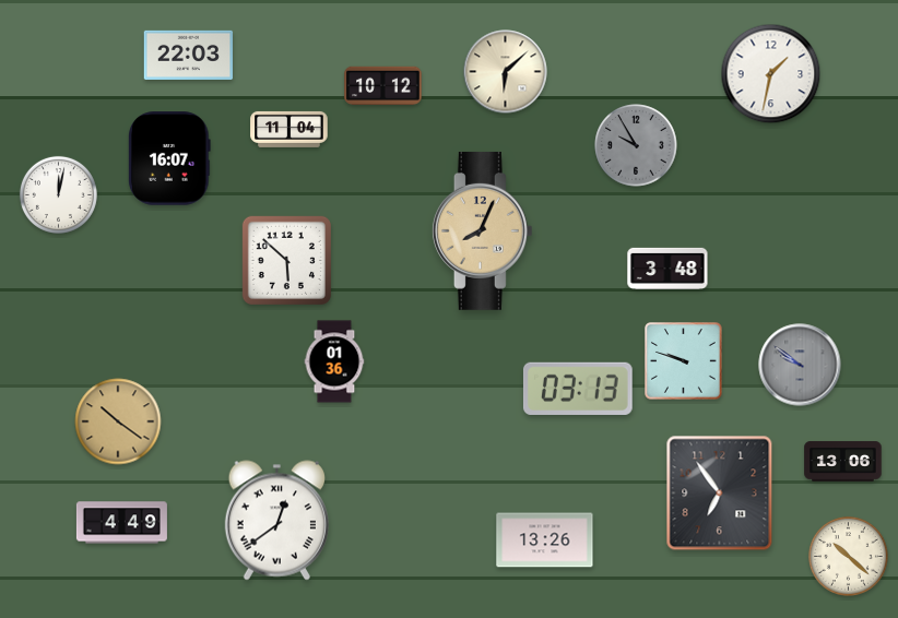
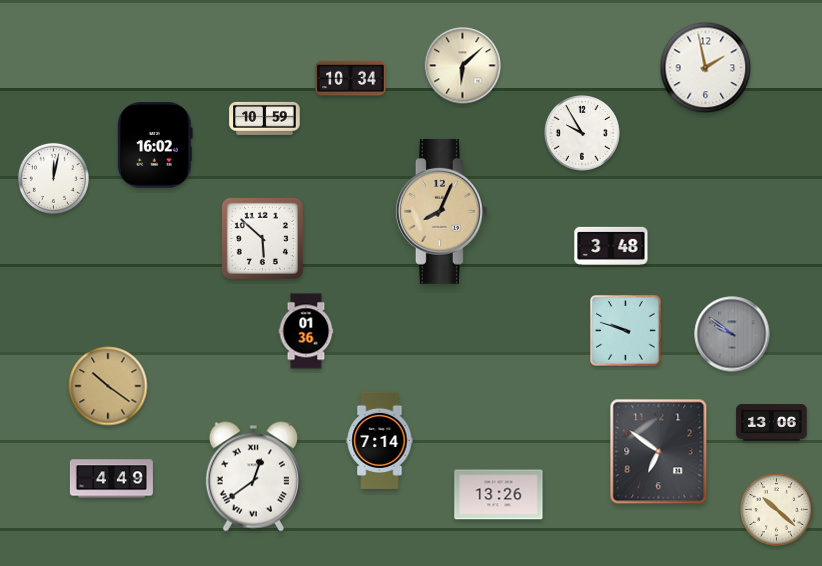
clock at (189, 55): 22:03 -> none
clock at (771, 74): 1:32 -> 1:58
clock at (383, 86): 10:12 -> 10:34
clock at (290, 129): 11:04 -> 10:59
clock at (636, 145) dial: grey -> white
clock at (170, 158): 16:07 -> 16:02
clock at (578, 389): 03:13 -> none
clock at (380, 440): none -> 7:14
clock at (720, 494): 6:54 -> 6:51
